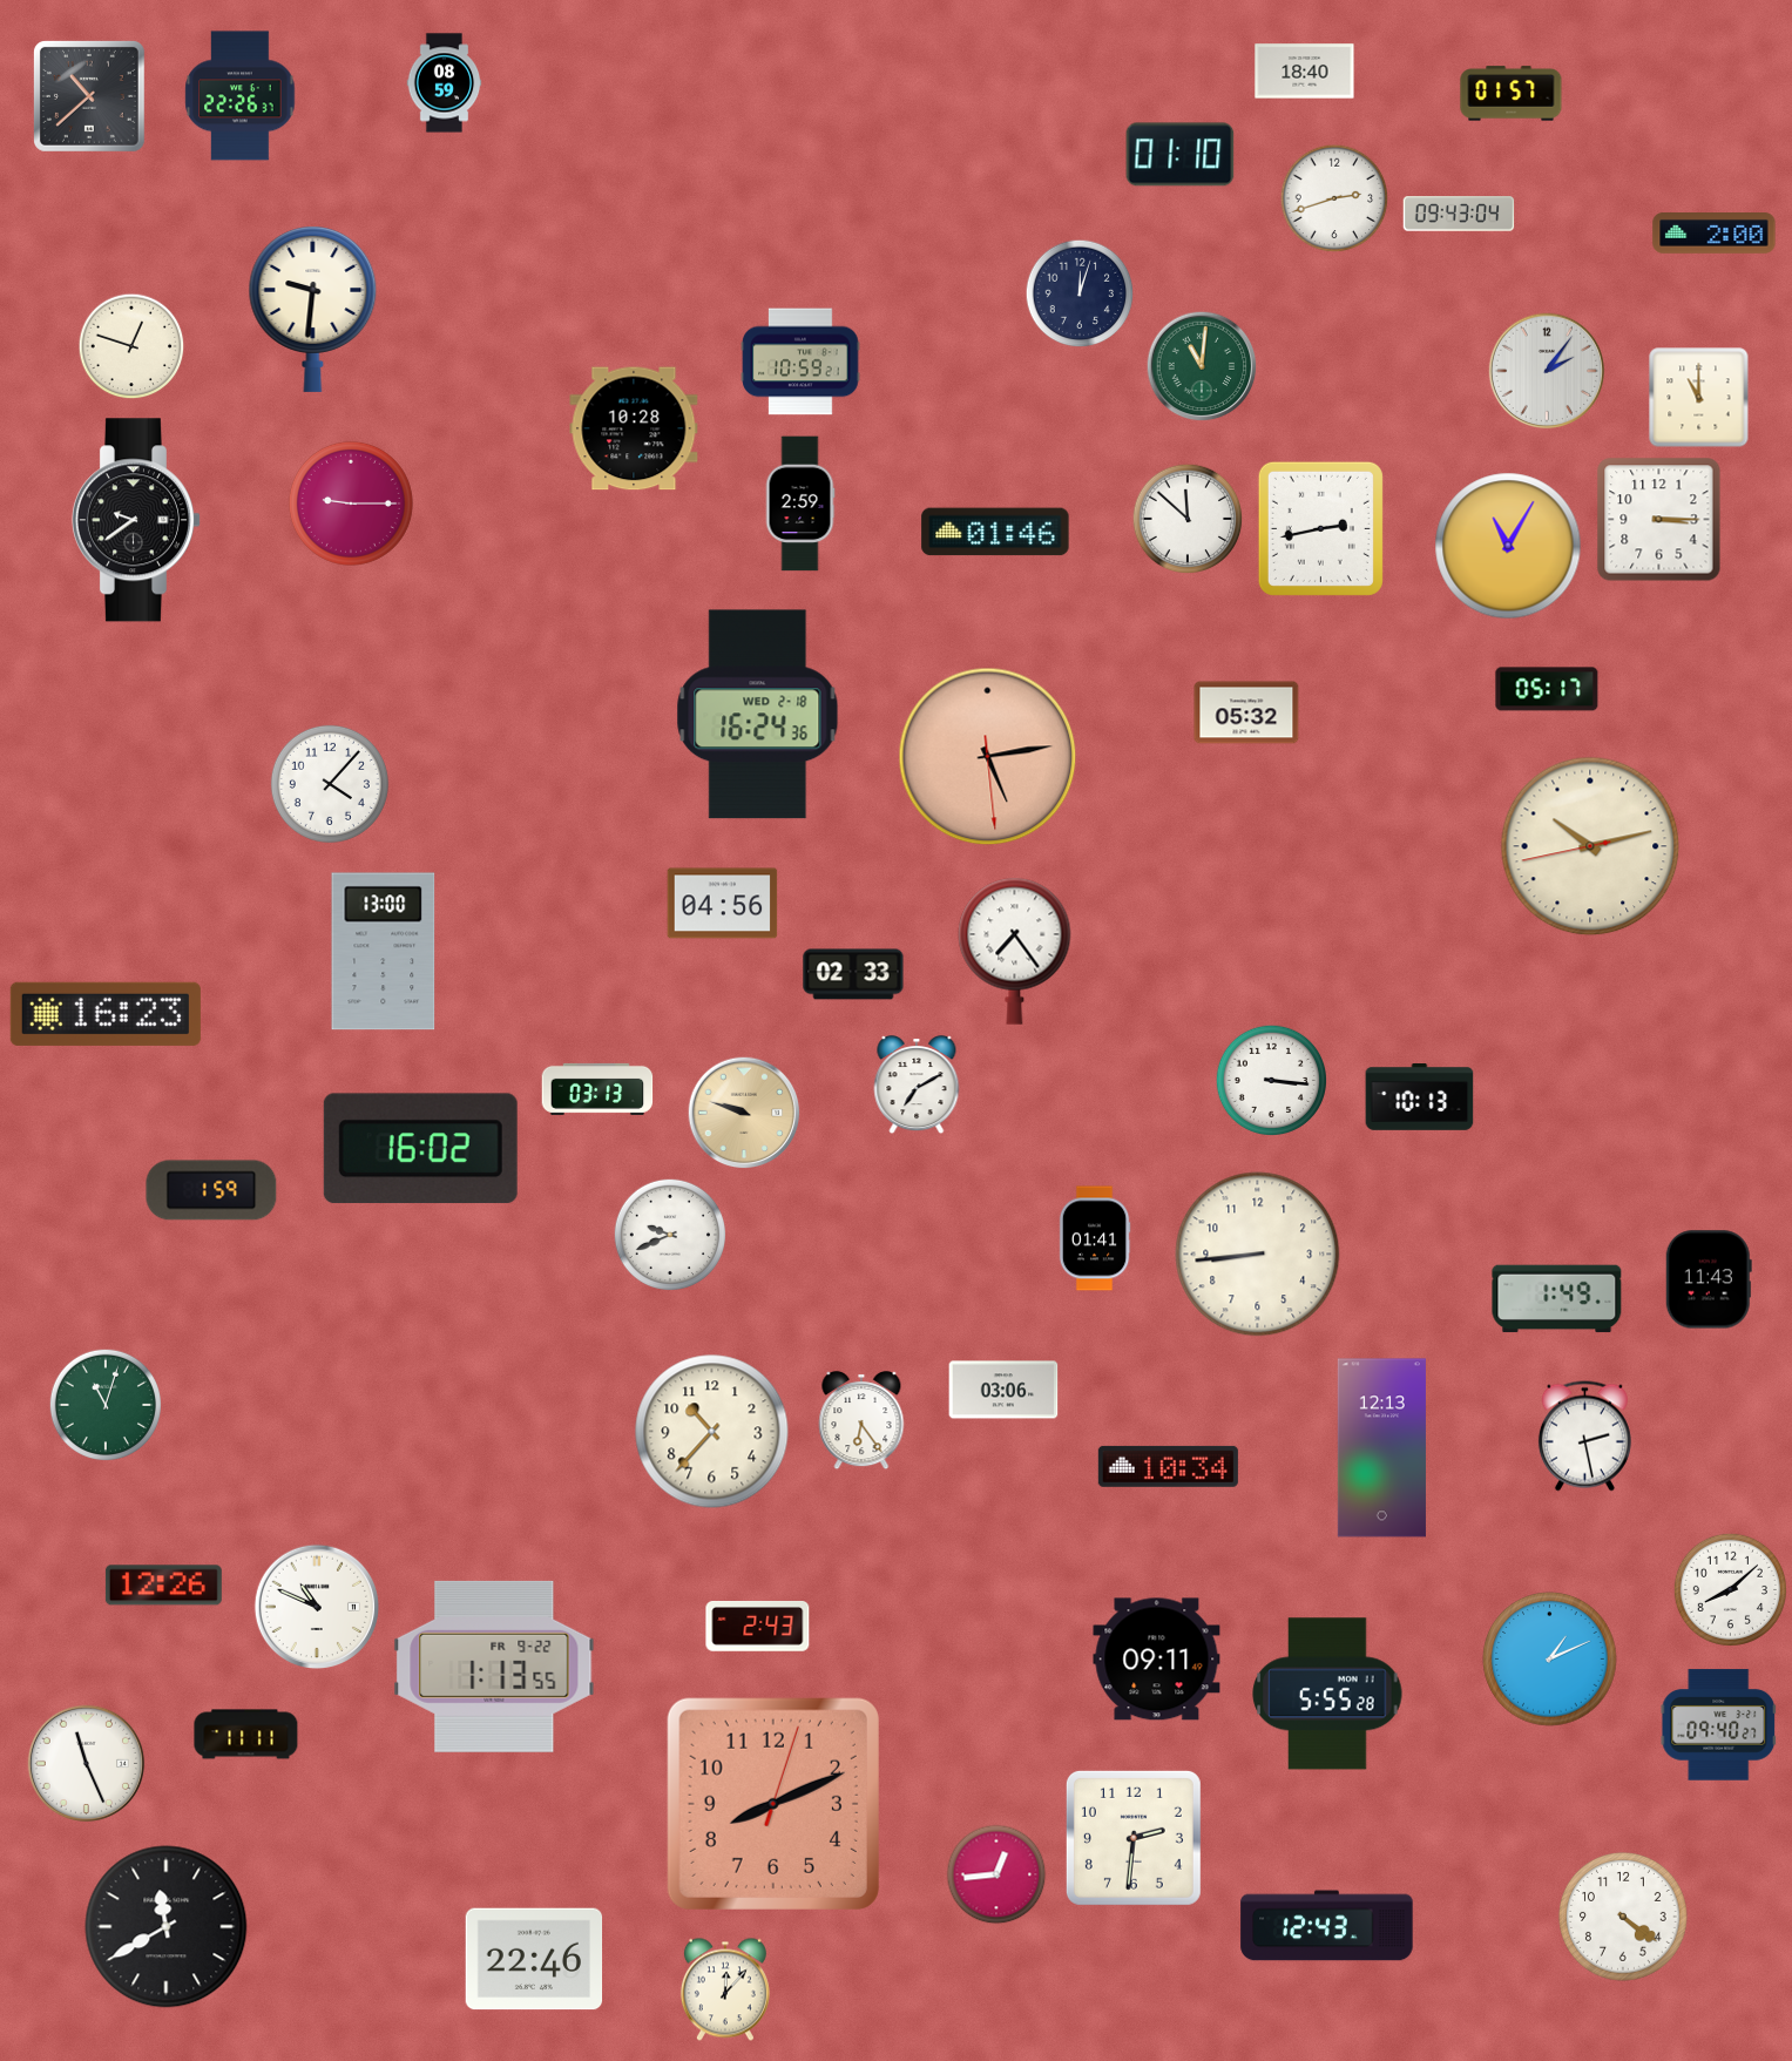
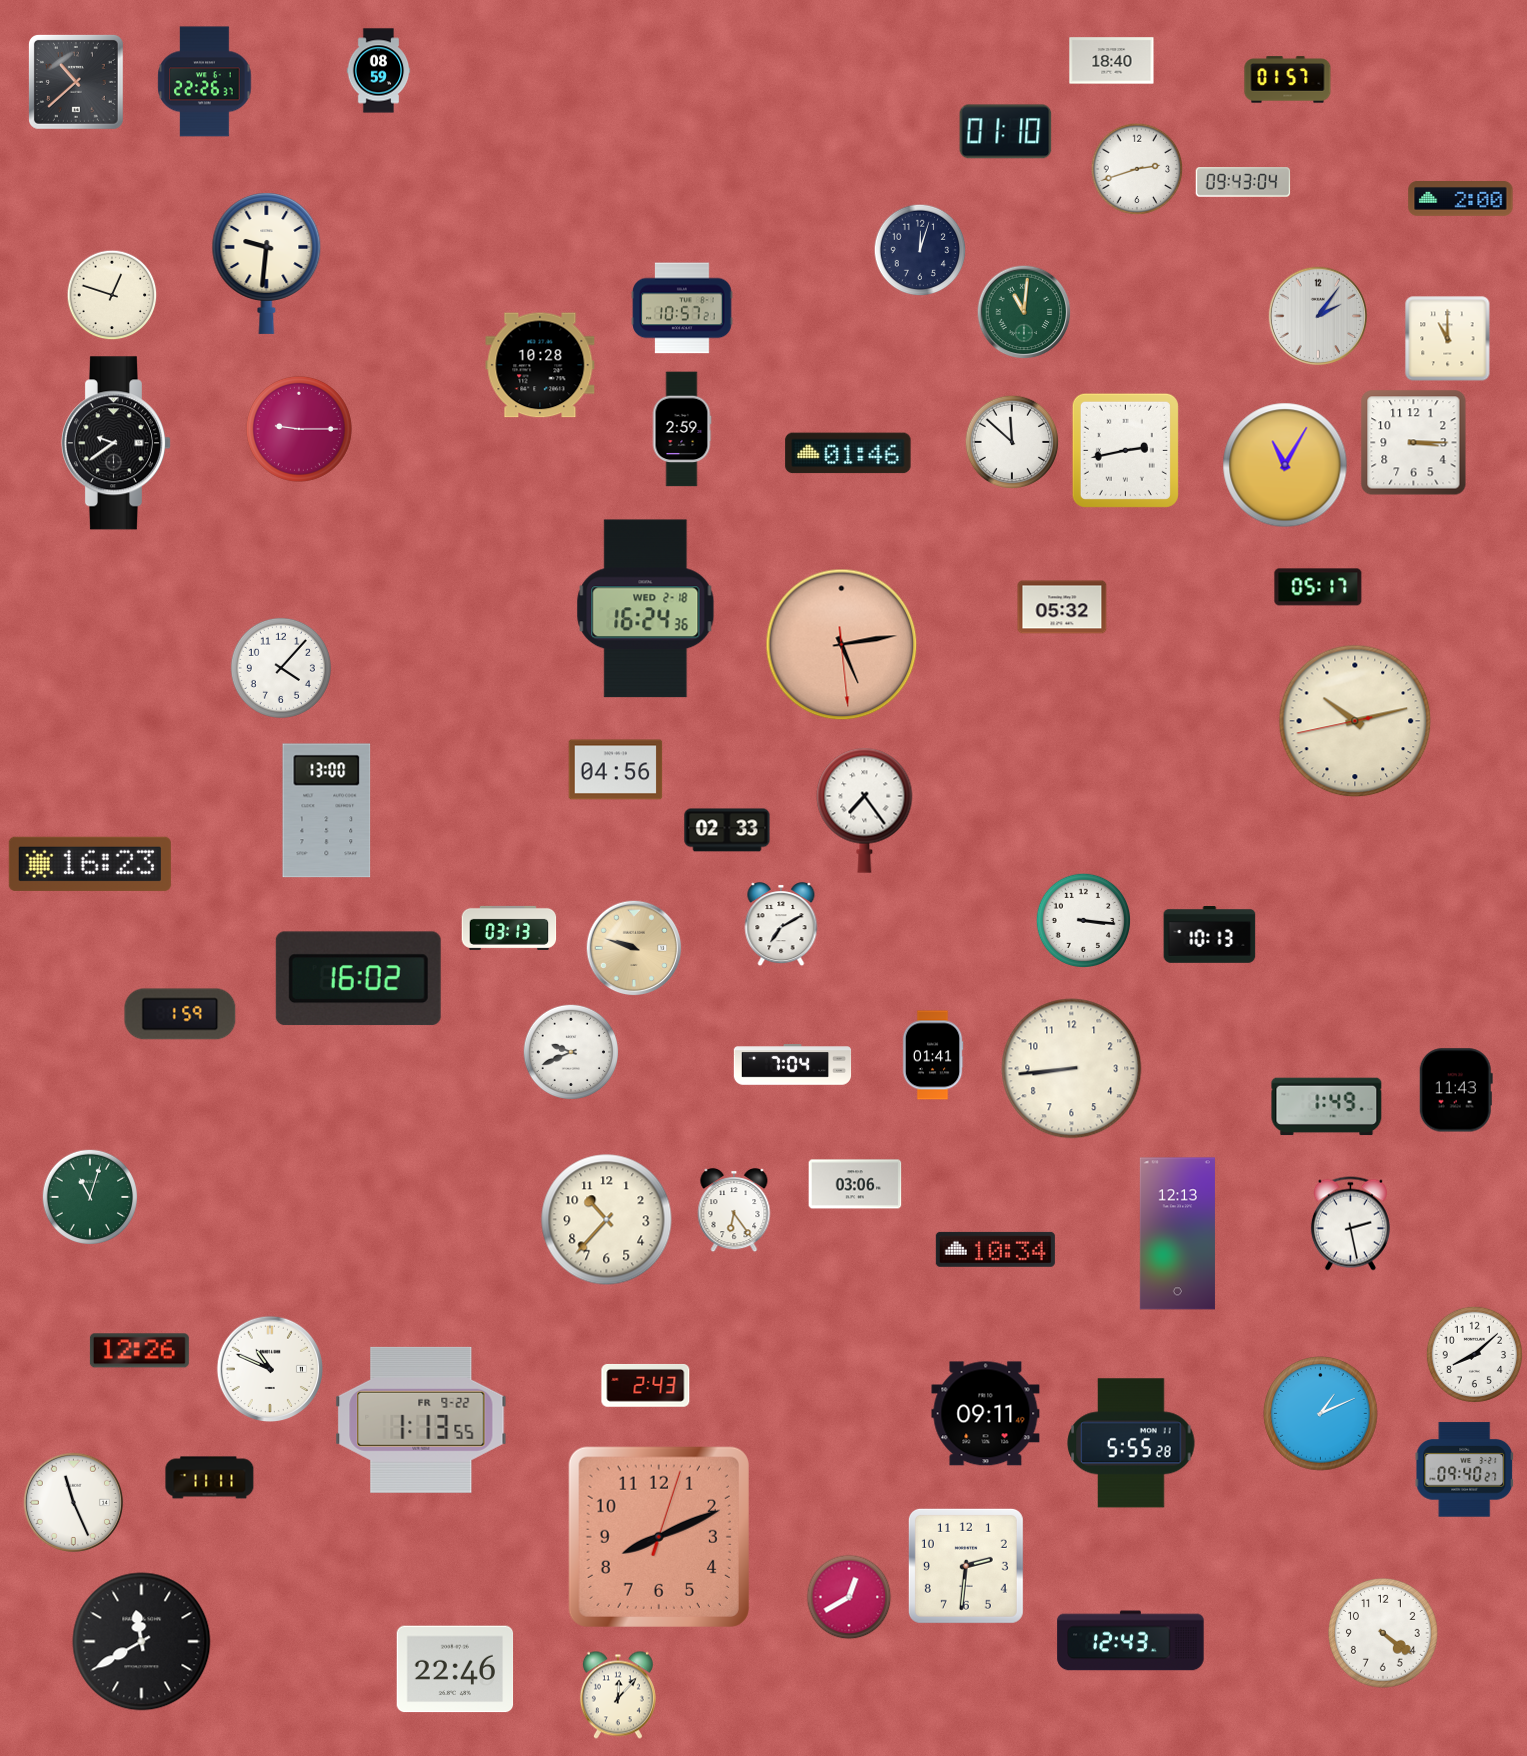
clock at (800, 361): 10:59 -> 10:57
clock at (793, 1065): none -> 7:04
clock at (996, 1874): 12:44 -> 12:40
